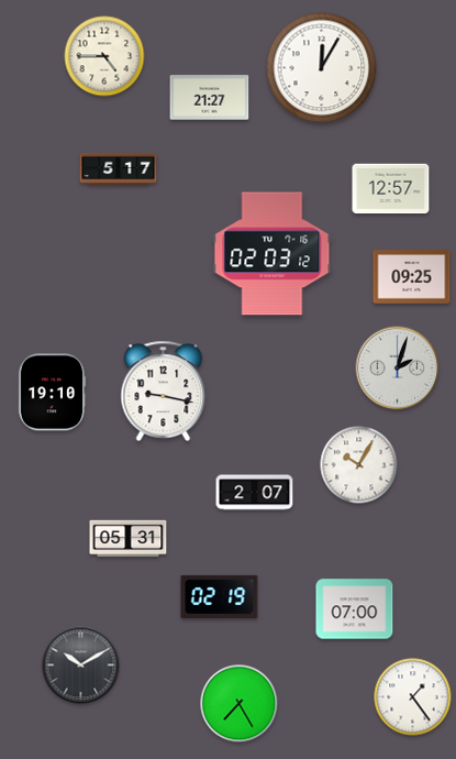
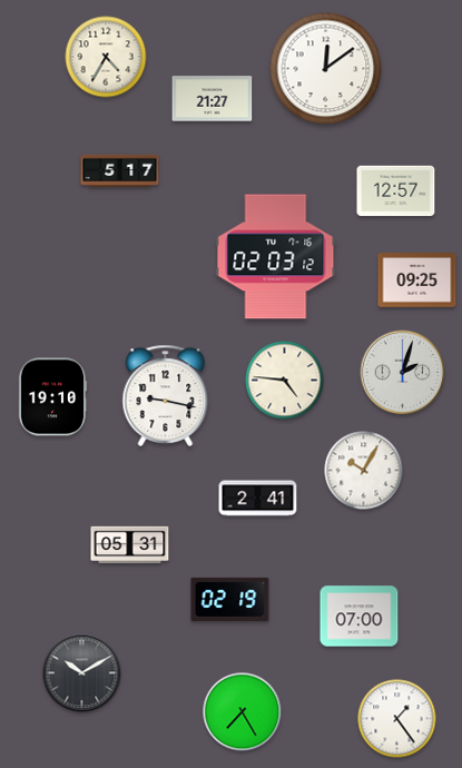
clock at (104, 56): 4:45 -> 4:35
clock at (322, 68): 12:05 -> 12:09
clock at (285, 381): none -> 4:46
clock at (255, 493): 2:07 -> 2:41
clock at (220, 596) position: (220, 596) -> (230, 599)
clock at (413, 697) position: (413, 697) -> (397, 719)
